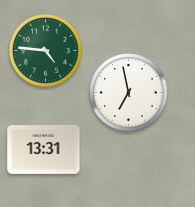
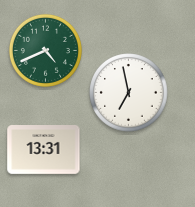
clock at (45, 50): 4:46 -> 4:41
